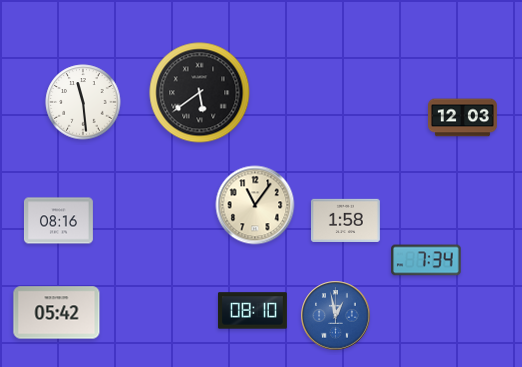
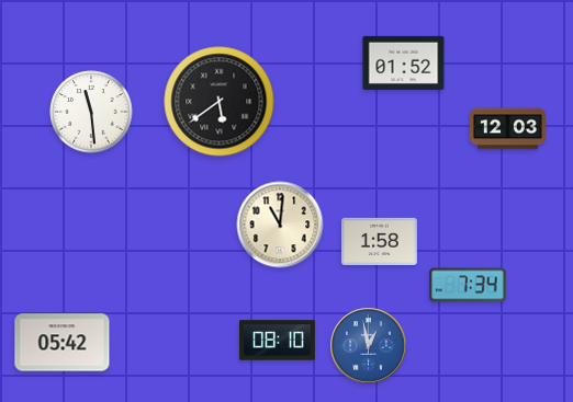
clock at (404, 62): none -> 01:52
clock at (255, 205): 11:06 -> 11:01
clock at (58, 221): 08:16 -> none
